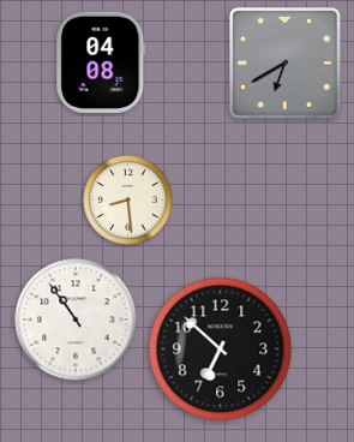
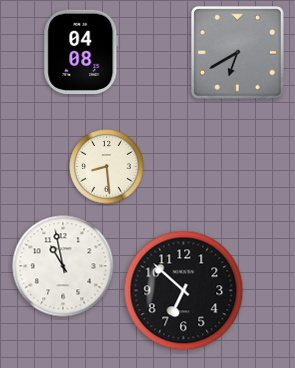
clock at (101, 61) position: (101, 61) -> (81, 51)
clock at (76, 319): 10:54 -> 10:58
